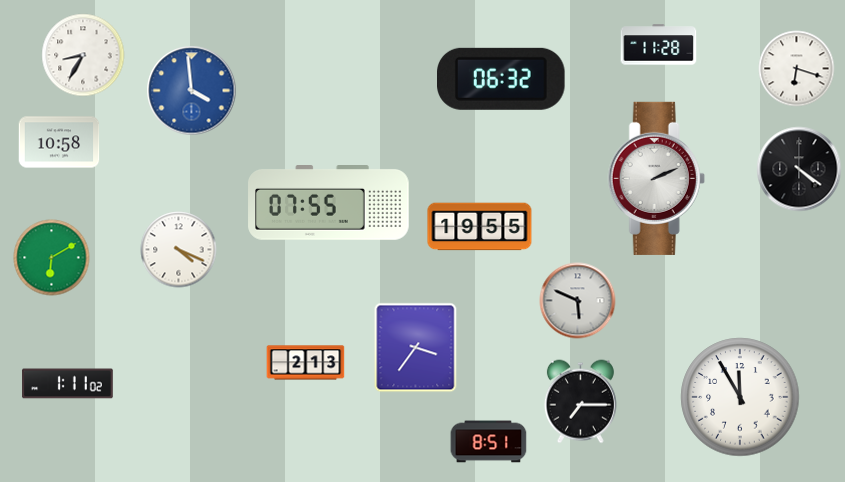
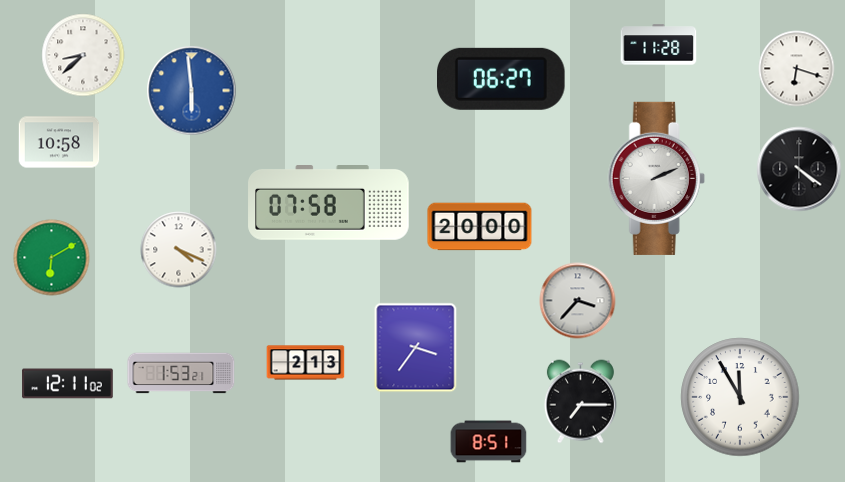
clock at (83, 55): 8:35 -> 8:38
clock at (502, 79): 06:32 -> 06:27
clock at (192, 91): 3:59 -> 5:59
clock at (329, 203): 07:55 -> 07:58
clock at (480, 227): 19:55 -> 20:00
clock at (578, 301): 5:49 -> 3:37
clock at (181, 373): none -> 1:53
clock at (68, 384): 1:11 -> 12:11
